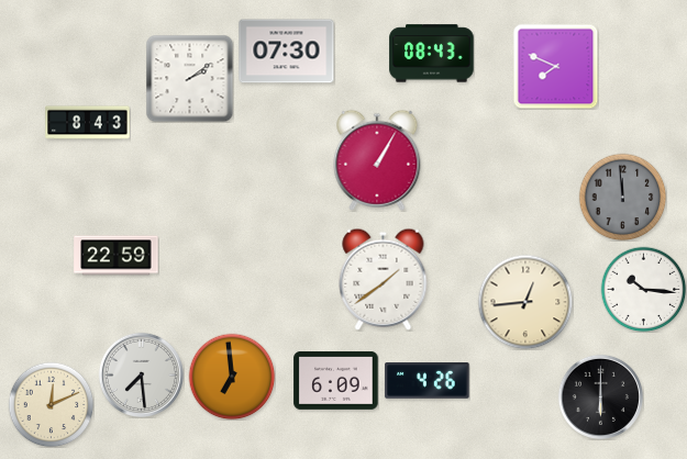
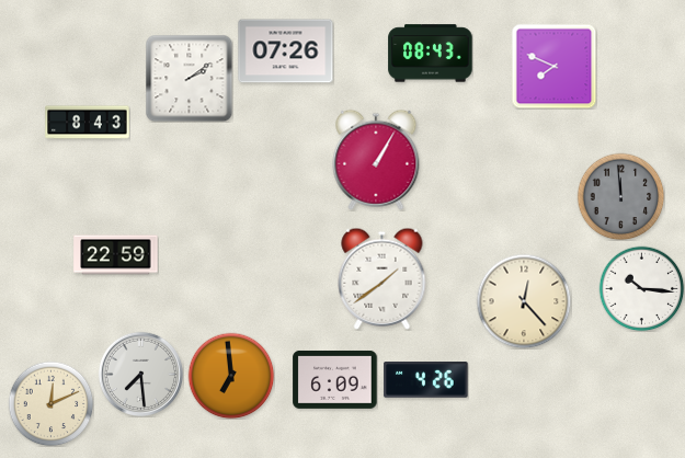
clock at (287, 52): 07:30 -> 07:26
clock at (525, 302): 12:44 -> 12:23
clock at (600, 396): 6:00 -> none
